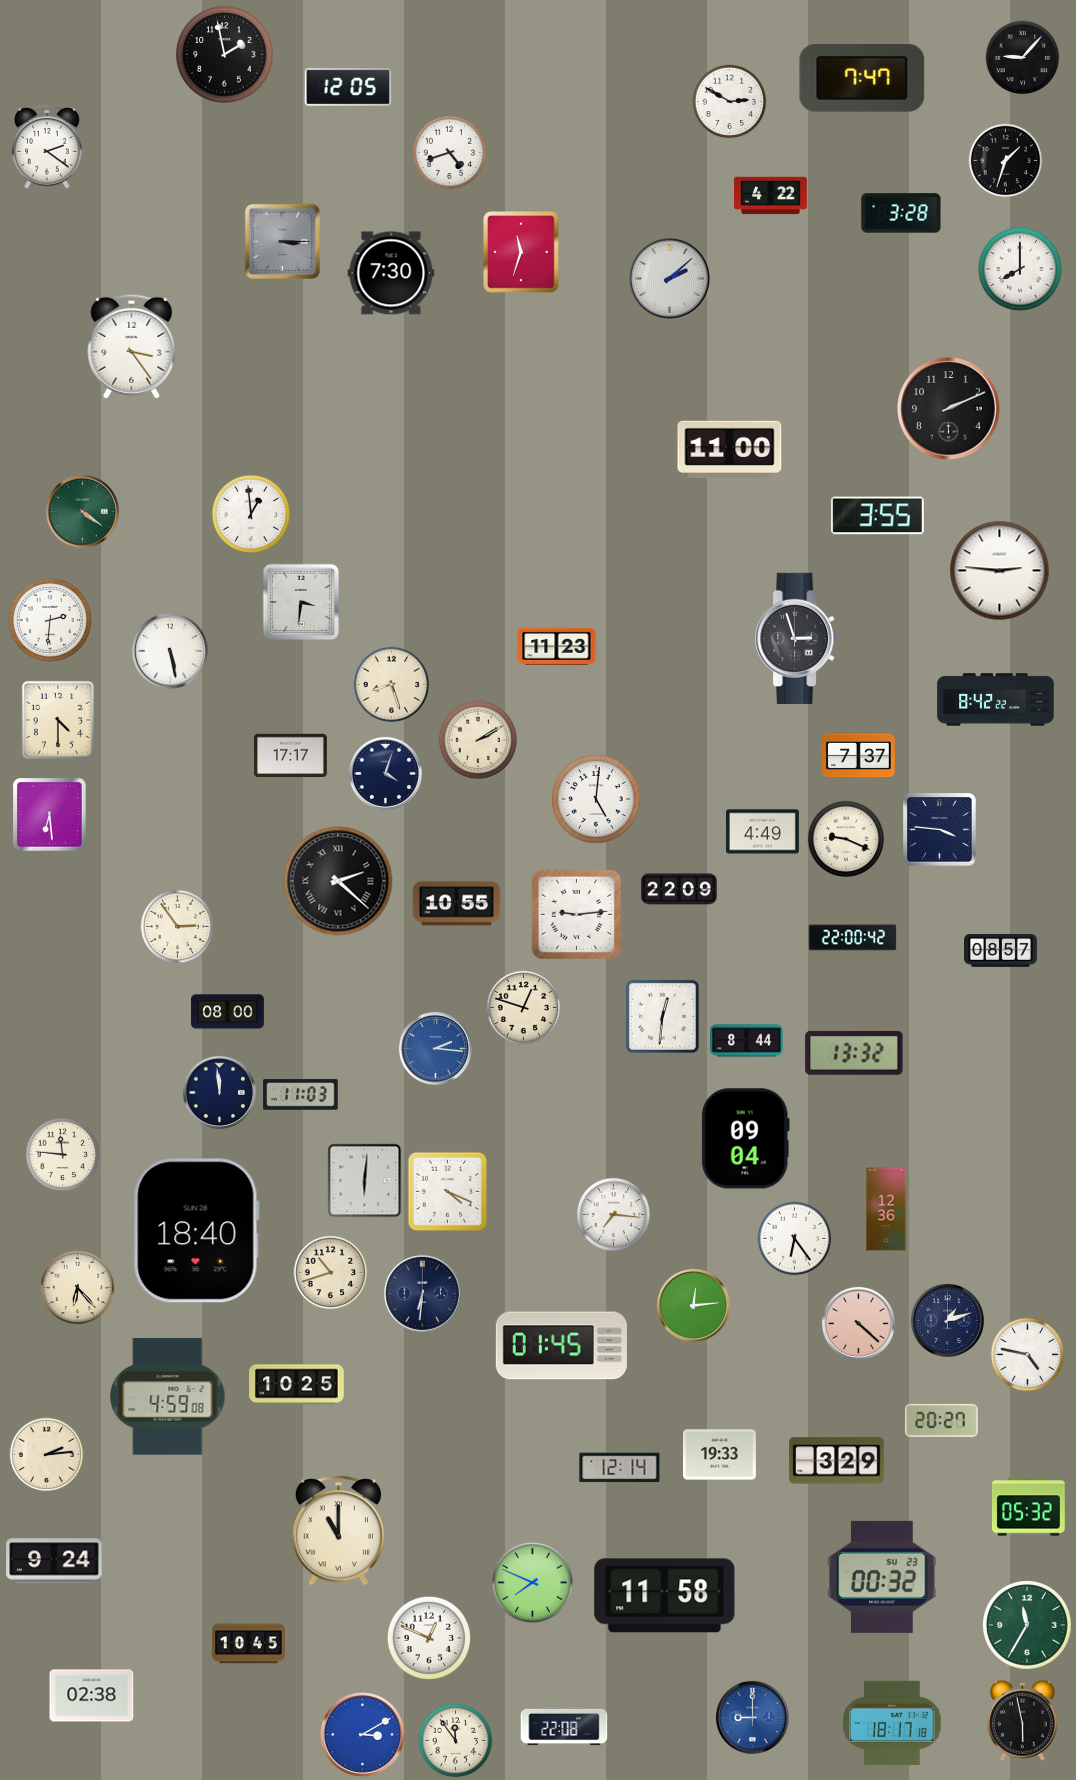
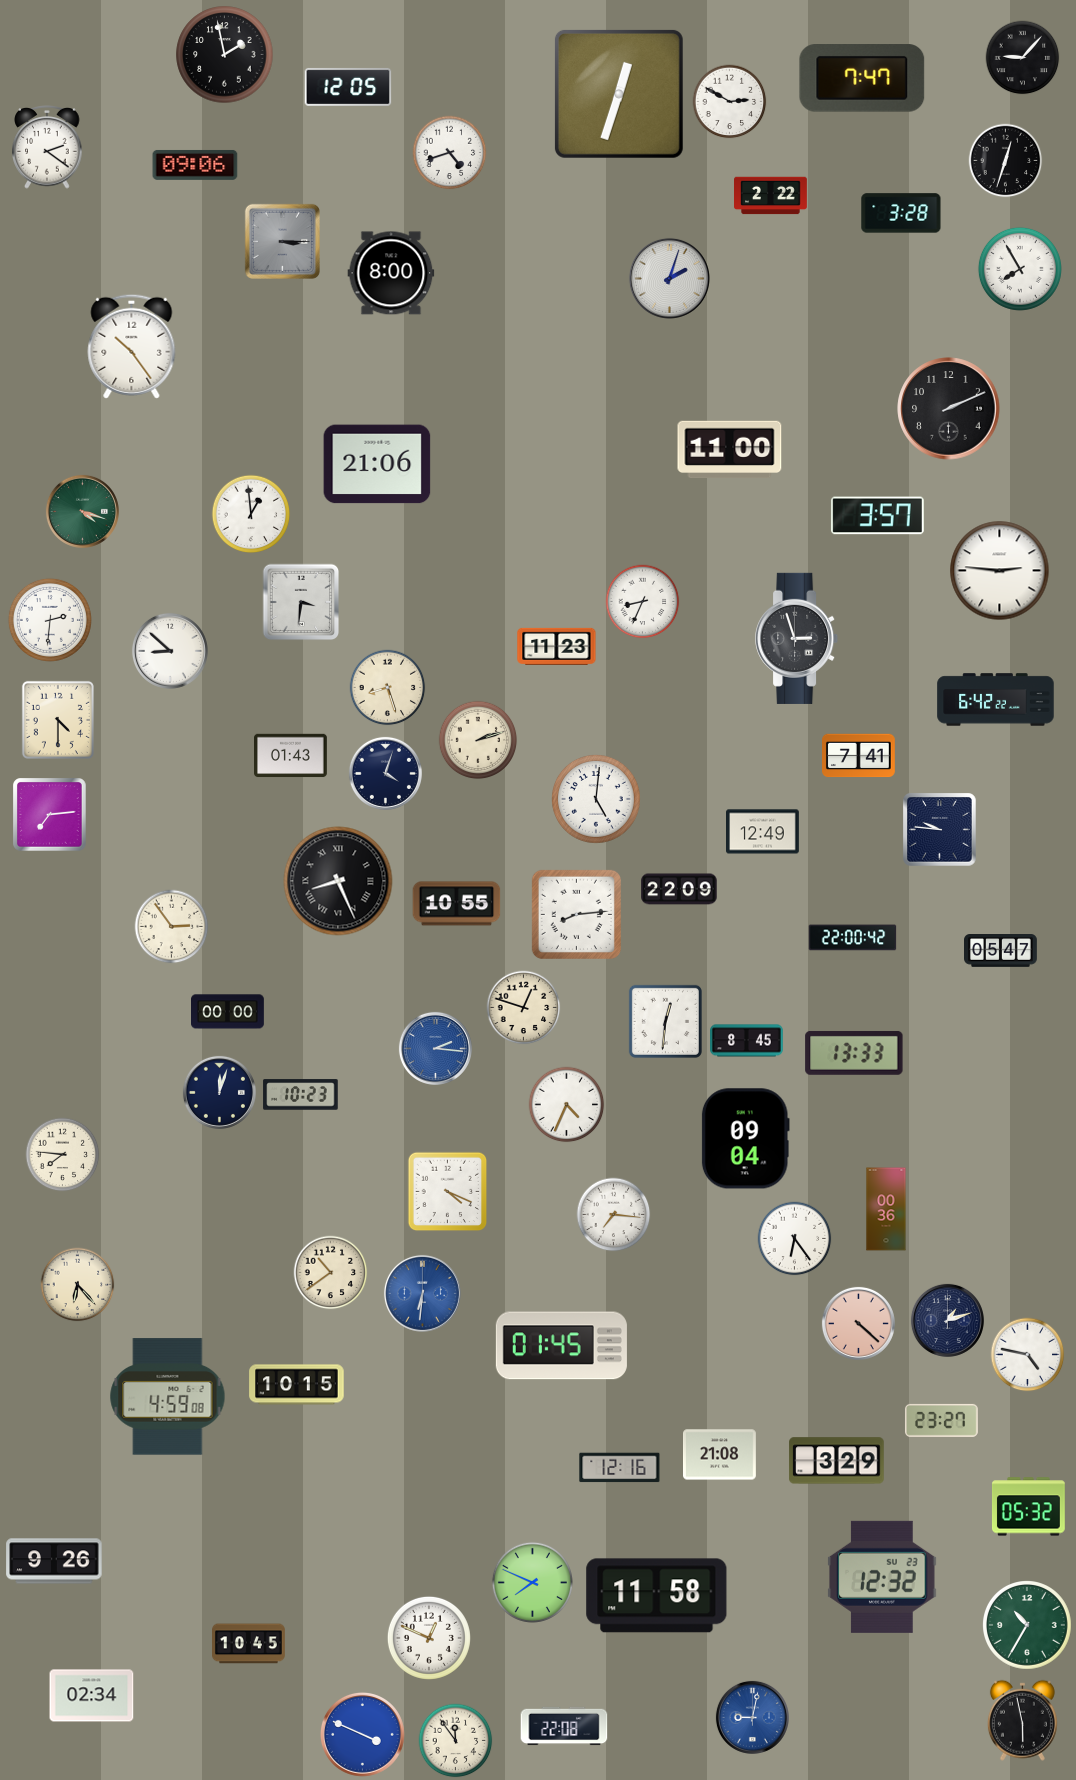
clock at (619, 94): none -> 12:33
clock at (1006, 161): 1:33 -> 12:33
clock at (195, 165): none -> 09:06
clock at (771, 196): 4:22 -> 2:22
clock at (522, 252): 11:33 -> none
clock at (1020, 269): 8:00 -> 7:55
clock at (391, 273): 7:30 -> 8:00
clock at (669, 278): 2:08 -> 2:03
clock at (132, 346): 3:24 -> 10:24
clock at (377, 464): none -> 21:06
clock at (82, 511): 4:21 -> 4:18
clock at (877, 516): 3:55 -> 3:57
clock at (643, 602): none -> 8:34
clock at (170, 651): 5:28 -> 8:52
clock at (392, 685) position: (392, 685) -> (388, 688)
clock at (996, 700): 8:42 -> 6:42
clock at (478, 740): 2:10 -> 2:12
clock at (291, 756): 17:17 -> 01:43
clock at (859, 756): 7:37 -> 7:41
clock at (50, 815): 6:29 -> 7:14
clock at (940, 830): 3:46 -> 9:46
clock at (763, 832): 4:49 -> 12:49
clock at (846, 839): 9:19 -> none
clock at (338, 881): 2:22 -> 8:26
clock at (576, 914): 9:14 -> 8:14
clock at (178, 927) position: (178, 927) -> (172, 927)
clock at (1001, 951): 08:57 -> 05:47
clock at (228, 1012): 08:00 -> 00:00
clock at (662, 1016) position: (662, 1016) -> (665, 1021)
clock at (747, 1041): 8:44 -> 8:45
clock at (854, 1053): 13:32 -> 13:33
clock at (219, 1092): 11:59 -> 12:03
clock at (301, 1095): 11:03 -> 10:23
clock at (567, 1105): none -> 4:34
clock at (63, 1155): 11:46 -> 7:46
clock at (365, 1181): 6:01 -> none
clock at (886, 1209): 12:36 -> 00:36
clock at (196, 1231): 18:40 -> none
clock at (331, 1273): 10:42 -> 10:39
clock at (78, 1288) position: (78, 1288) -> (78, 1285)
clock at (422, 1293) dial: navy -> blue
clock at (693, 1305): 12:14 -> none
clock at (297, 1385): 10:25 -> 10:15
clock at (941, 1420): 20:27 -> 23:27
clock at (47, 1455): 2:14 -> none
clock at (720, 1455): 19:33 -> 21:08
clock at (620, 1468): 12:14 -> 12:16
clock at (338, 1531): 11:00 -> none
clock at (54, 1561): 9:24 -> 9:26
clock at (882, 1577): 00:32 -> 12:32
clock at (665, 1596) position: (665, 1596) -> (657, 1596)
clock at (1028, 1626): 11:35 -> 10:35
clock at (92, 1696): 02:38 -> 02:34
clock at (752, 1717): 9:00 -> 9:02
clock at (892, 1723): 18:17 -> none
clock at (362, 1734): 3:10 -> 3:49
